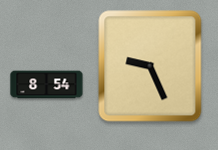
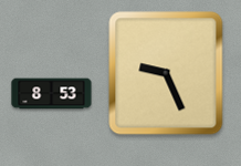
clock at (47, 85): 8:54 -> 8:53
